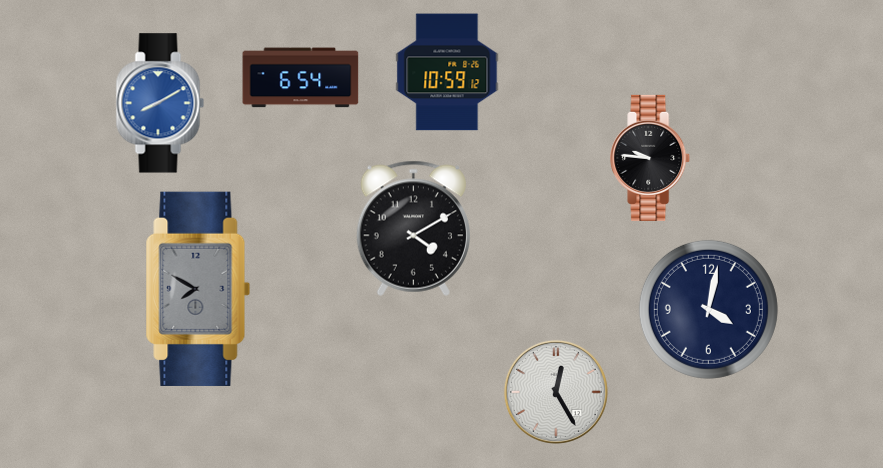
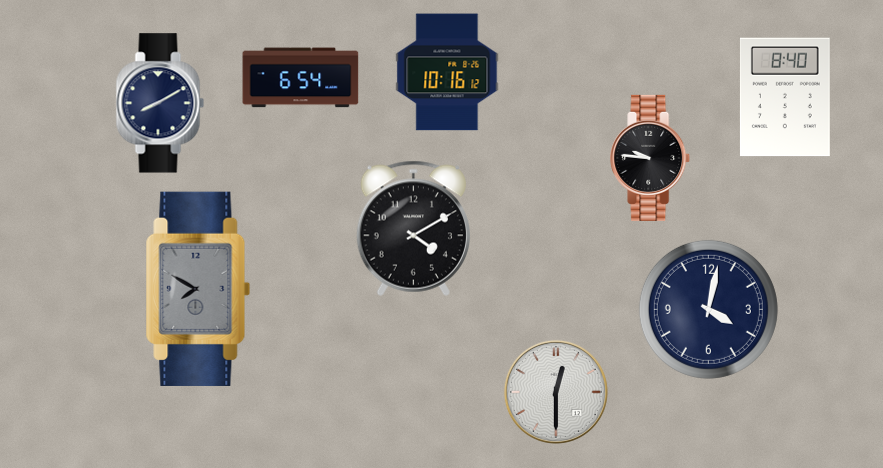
clock at (447, 72): 10:59 -> 10:16
clock at (785, 97): none -> 8:40
clock at (160, 103) dial: blue -> navy
clock at (556, 392): 12:25 -> 12:30
